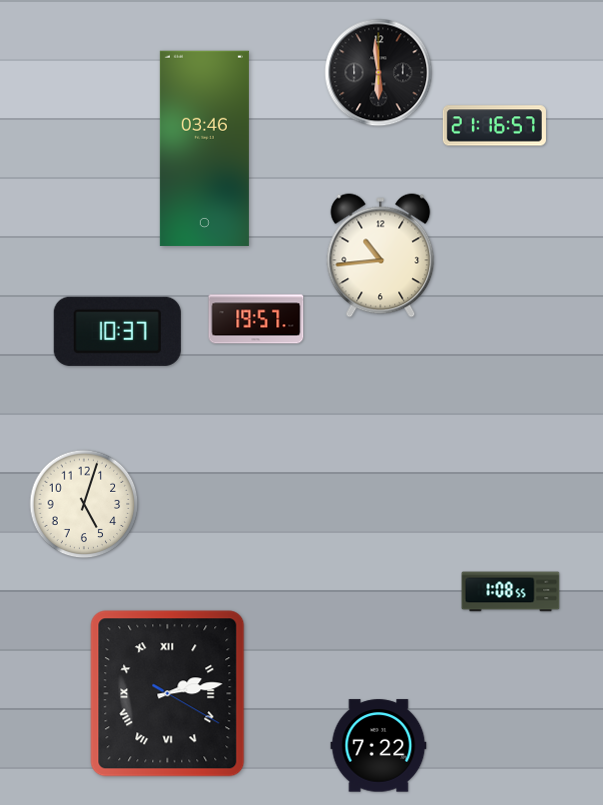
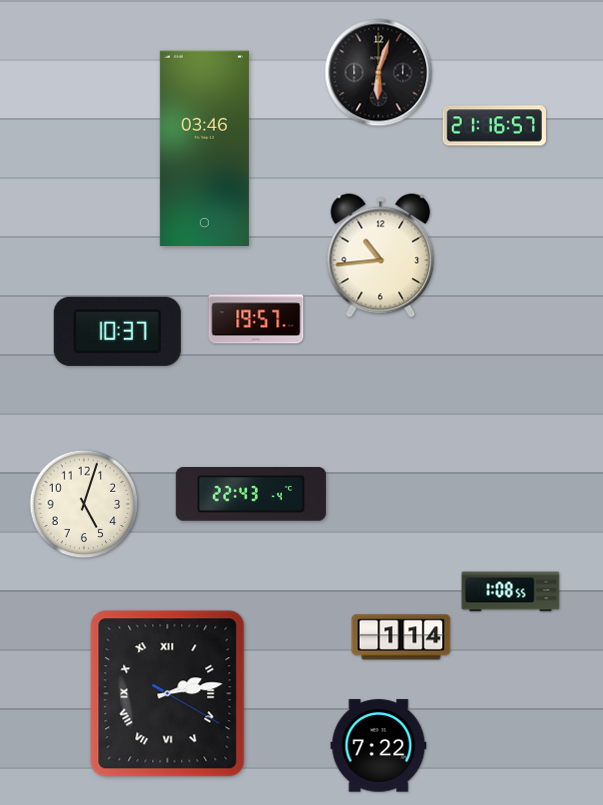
clock at (379, 73): 5:59 -> 6:03
clock at (251, 495): none -> 22:43
clock at (401, 637): none -> 1:14
